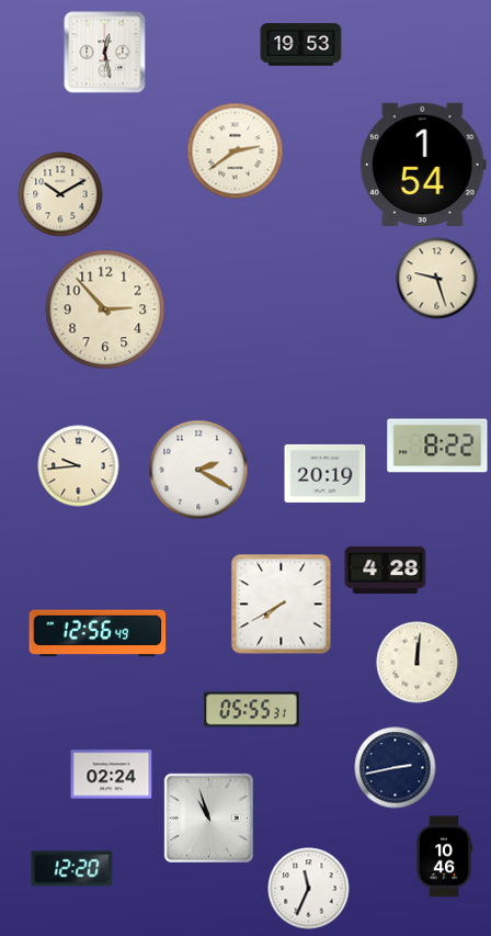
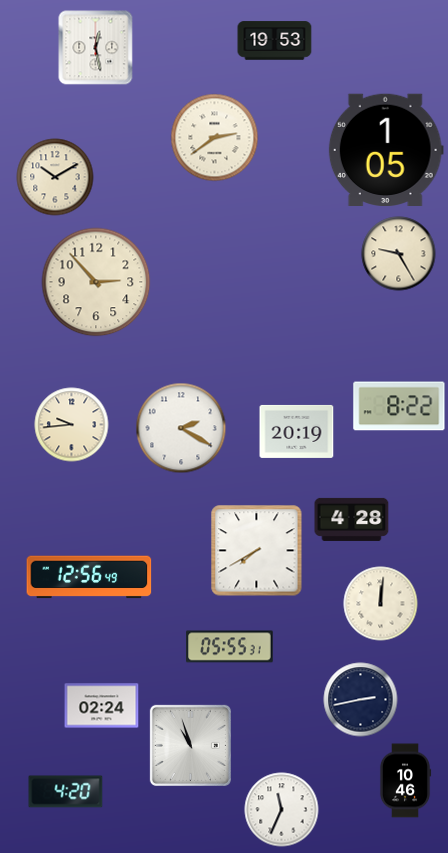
clock at (423, 163): 1:54 -> 1:05
clock at (437, 279): 9:27 -> 9:25
clock at (72, 869): 12:20 -> 4:20
